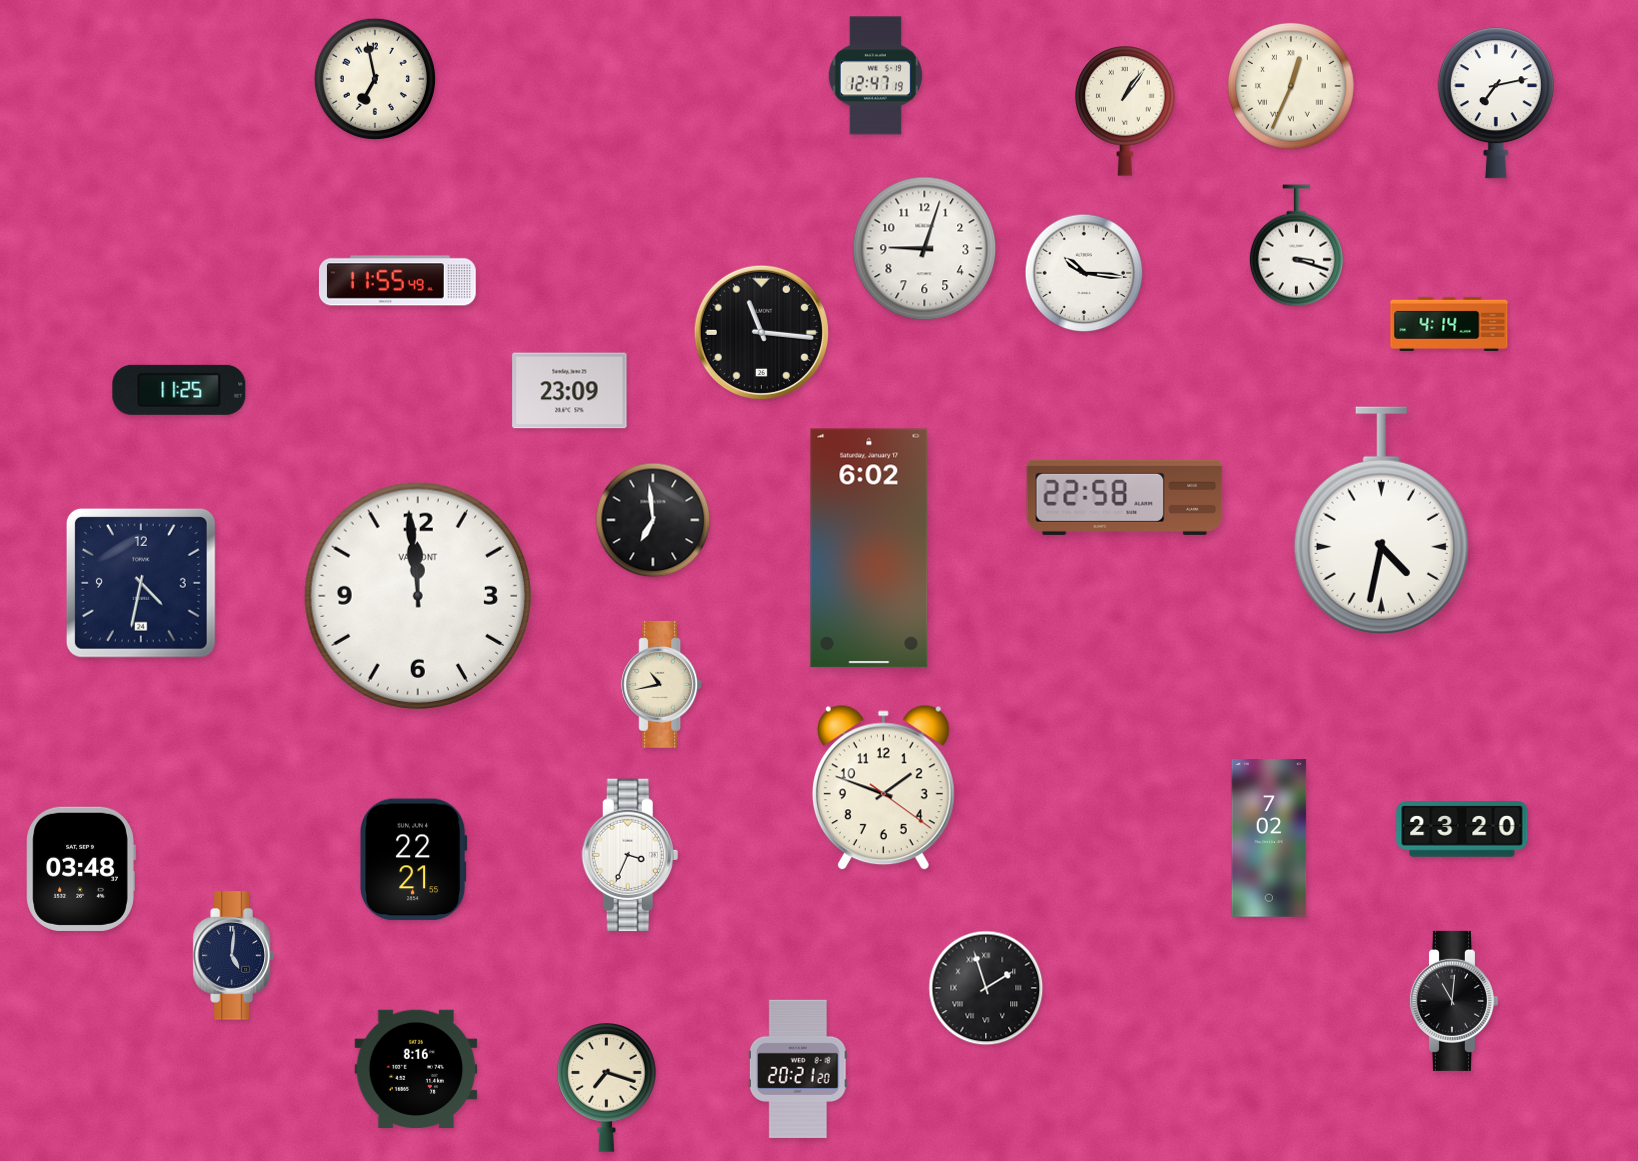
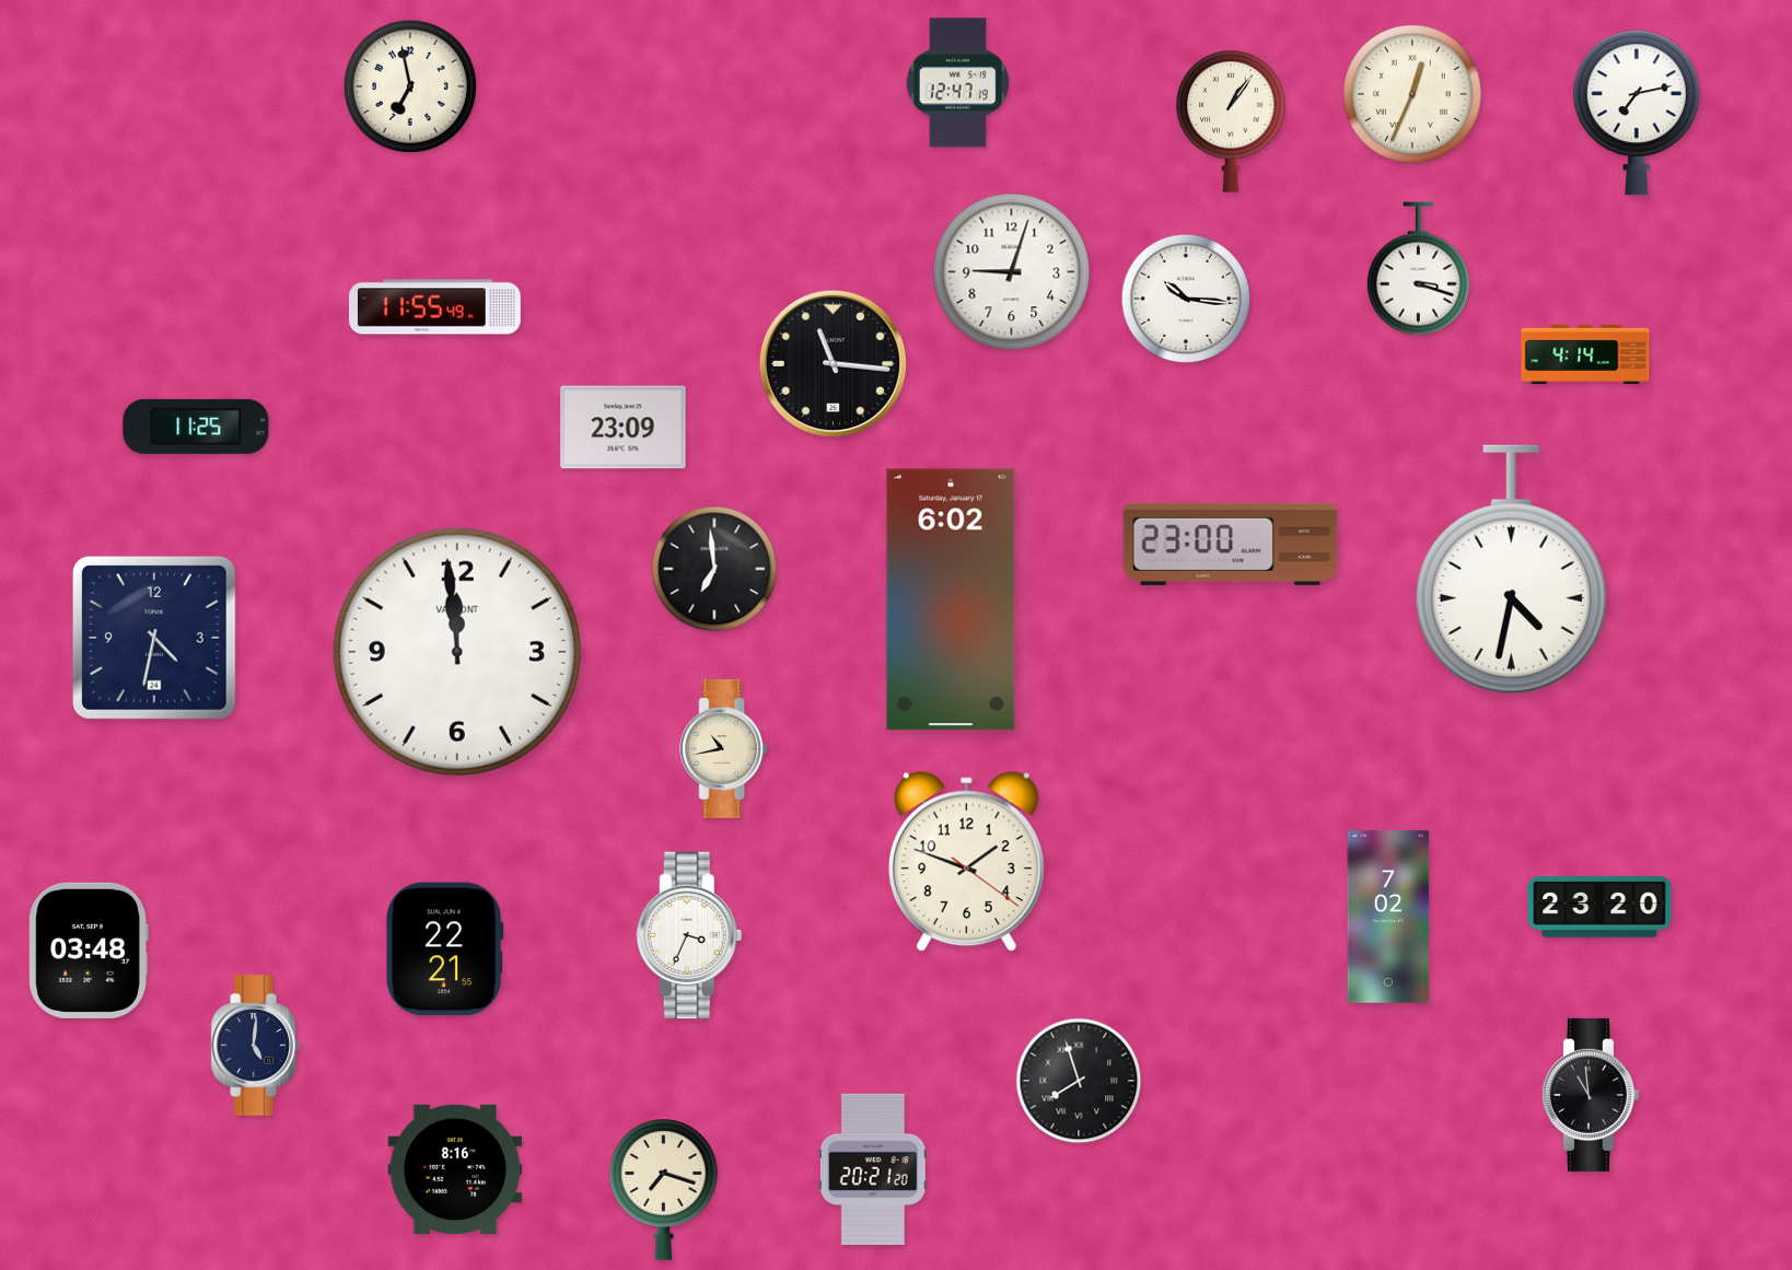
clock at (1125, 497): 22:58 -> 23:00
clock at (413, 860) position: (413, 860) -> (444, 949)
clock at (986, 988): 1:57 -> 7:57
clock at (1453, 1001): 11:01 -> 10:59
